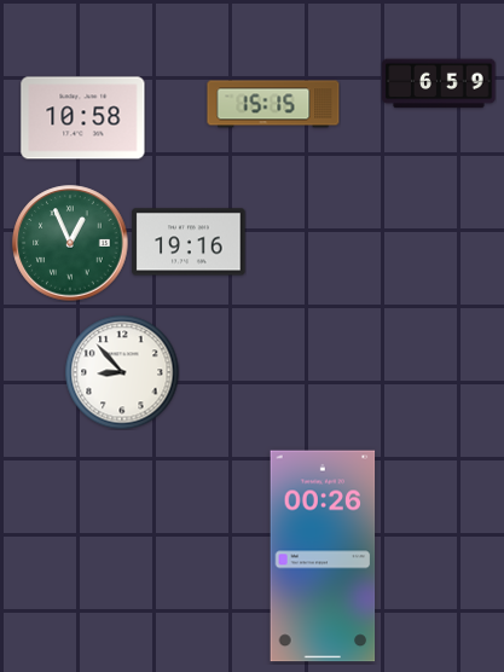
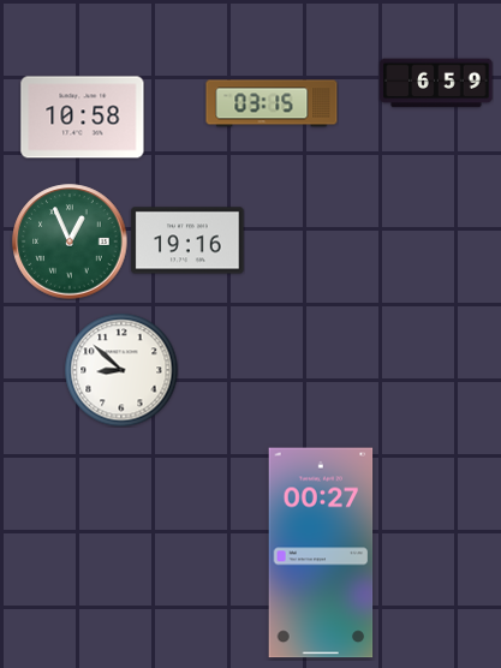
clock at (273, 104): 15:15 -> 03:15
clock at (122, 372): 8:53 -> 8:52
clock at (323, 556): 00:26 -> 00:27
